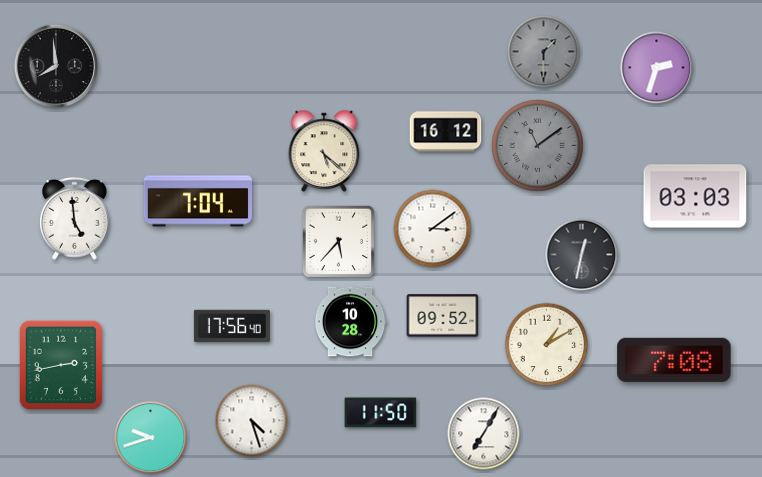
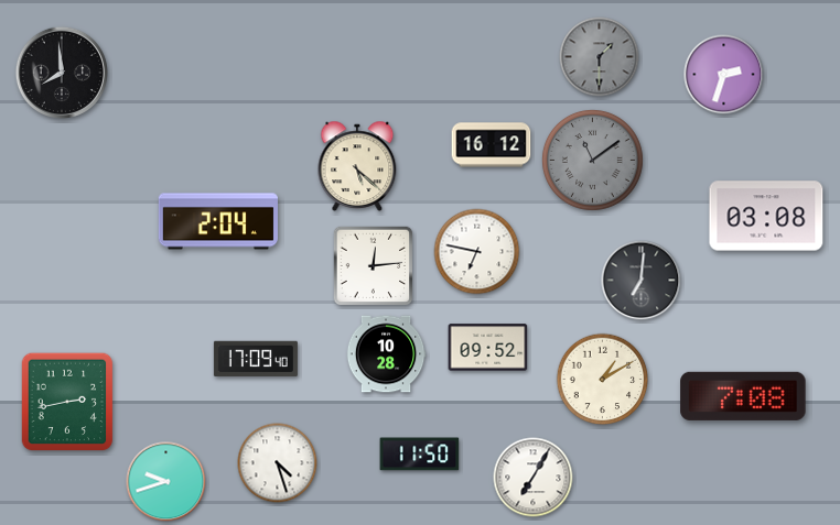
clock at (695, 196): 03:03 -> 03:08
clock at (198, 201): 7:04 -> 2:04
clock at (75, 218): 4:59 -> none
clock at (433, 229): 3:09 -> 6:47
clock at (339, 242): 5:37 -> 12:14
clock at (582, 255): 12:32 -> 7:01
clock at (232, 326): 17:56 -> 17:09
